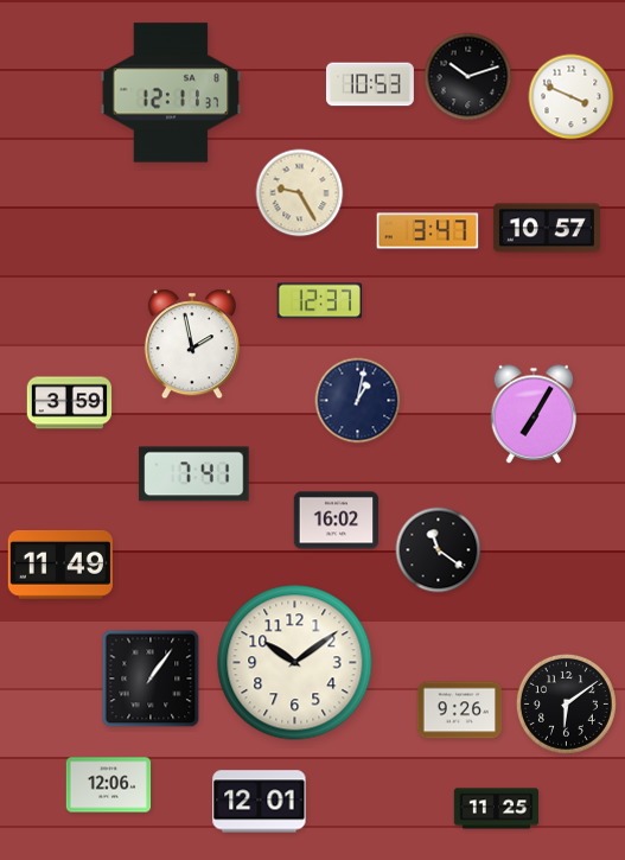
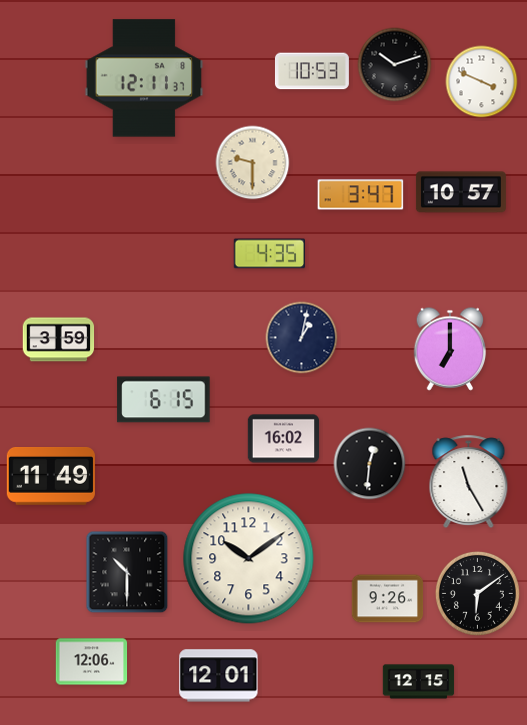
clock at (300, 193): 9:25 -> 9:30
clock at (320, 301): 12:37 -> 4:35
clock at (192, 344): 1:58 -> none
clock at (534, 414): 7:05 -> 7:00
clock at (194, 474): 7:41 -> 6:15
clock at (439, 550): 11:21 -> 12:31
clock at (469, 482): none -> 11:25
clock at (151, 679): 1:06 -> 10:30
clock at (497, 809): 11:25 -> 12:15
